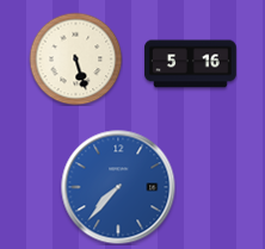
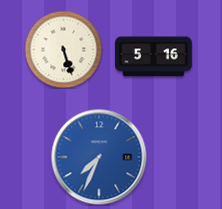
clock at (191, 64) position: (191, 64) -> (154, 57)
clock at (118, 187): 7:37 -> 7:34
